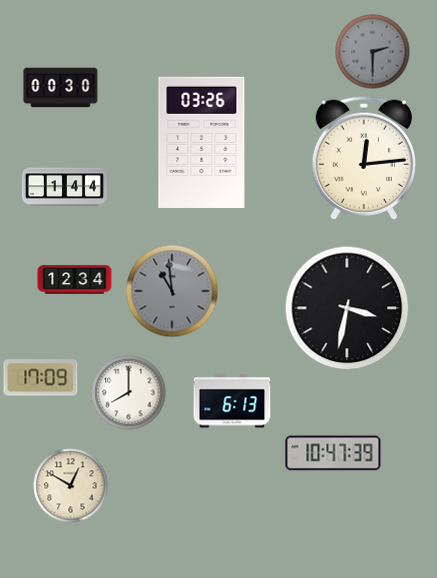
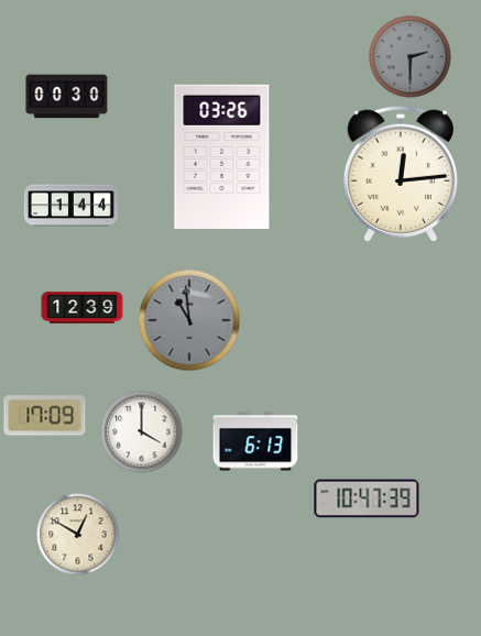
clock at (75, 280): 12:34 -> 12:39
clock at (347, 308): 3:32 -> none
clock at (129, 393): 8:00 -> 4:00
